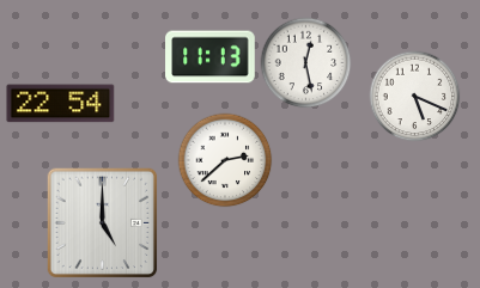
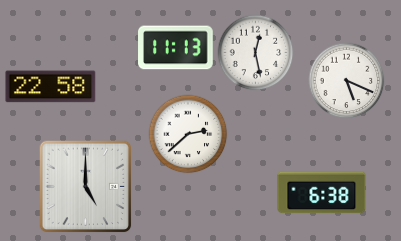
clock at (61, 104): 22:54 -> 22:58
clock at (322, 193): none -> 6:38
